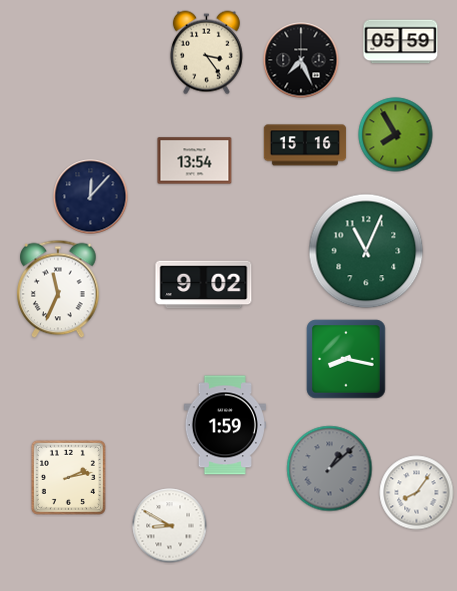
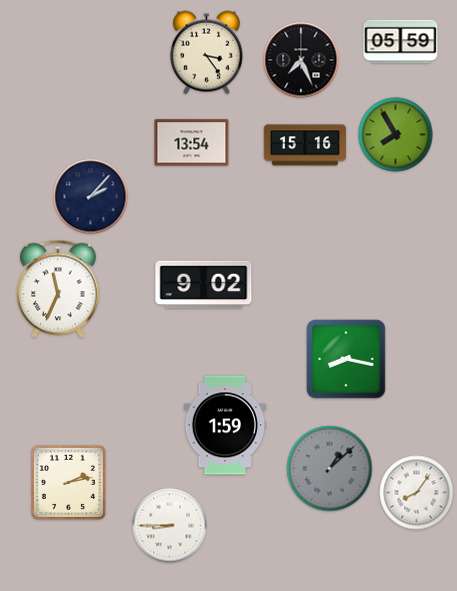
clock at (195, 161) position: (195, 161) -> (192, 143)
clock at (91, 197): 12:07 -> 2:07
clock at (366, 251): 11:04 -> none
clock at (68, 477) position: (68, 477) -> (68, 482)
clock at (170, 526): 8:50 -> 8:45
